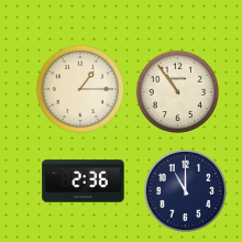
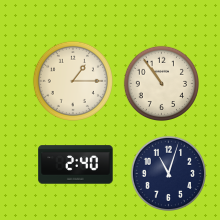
clock at (84, 182): 2:36 -> 2:40
clock at (185, 190): 11:00 -> 11:03
